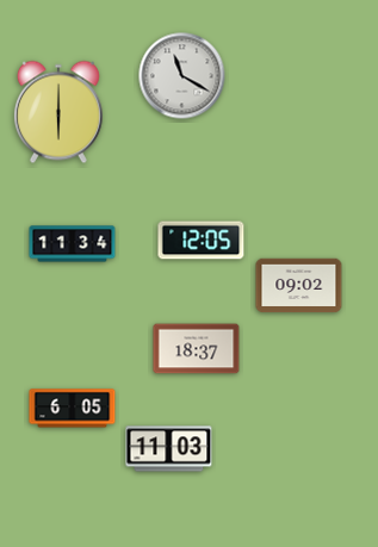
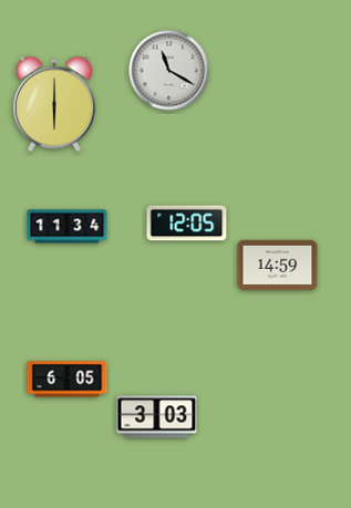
clock at (299, 286): 09:02 -> 14:59
clock at (197, 349): 18:37 -> none
clock at (169, 449): 11:03 -> 3:03
